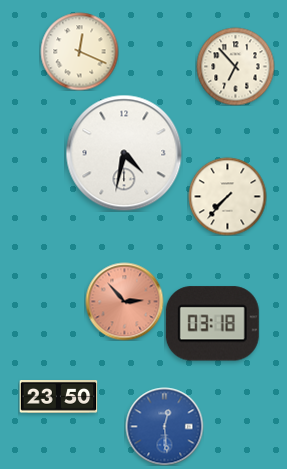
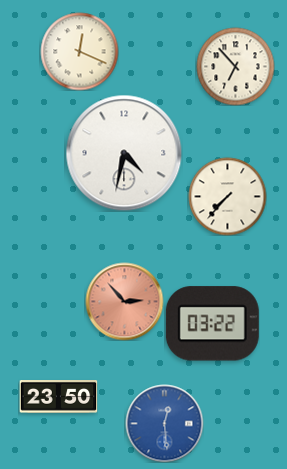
clock at (212, 324): 03:18 -> 03:22
clock at (164, 426) position: (164, 426) -> (164, 423)
